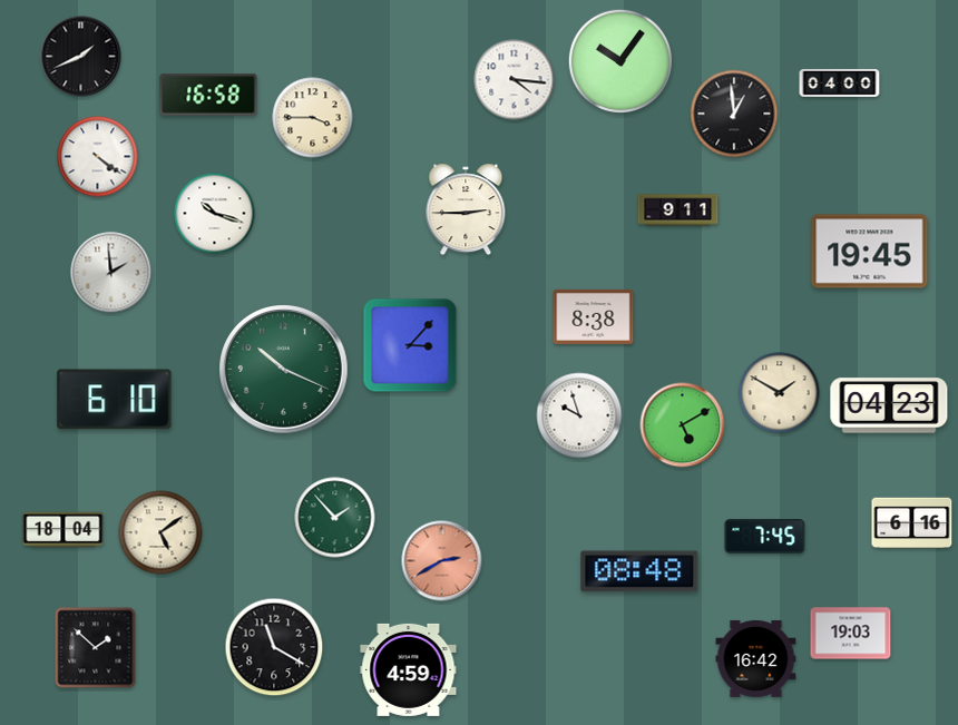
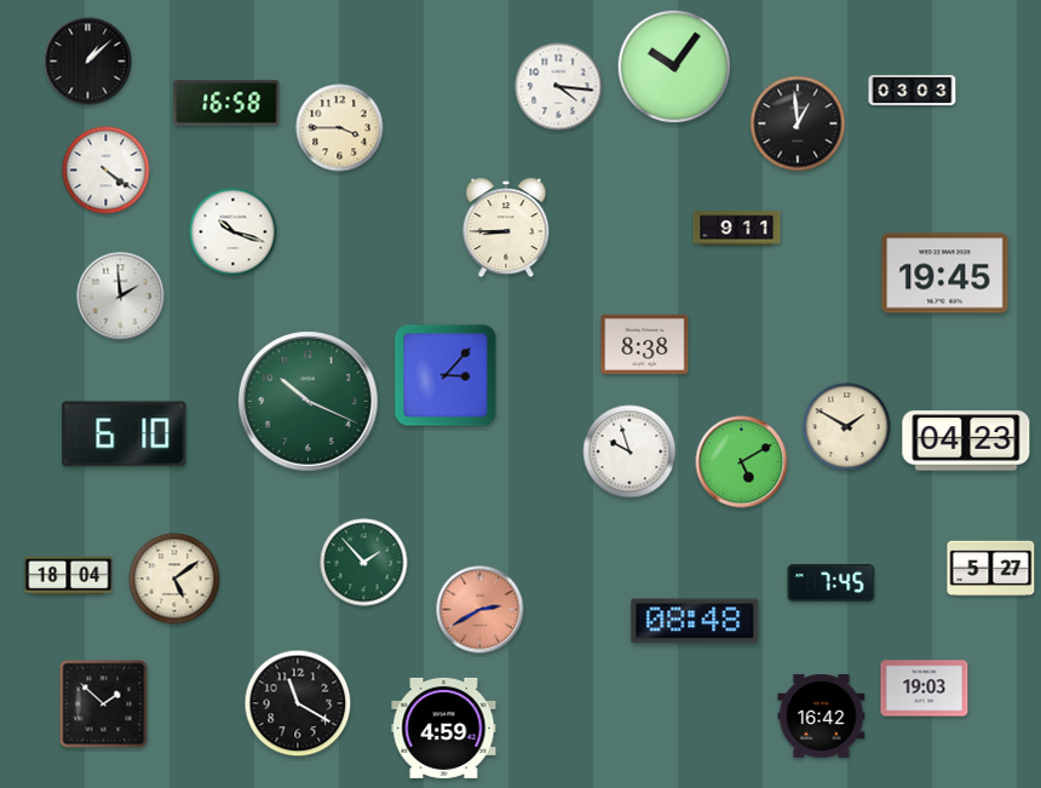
clock at (81, 57): 1:41 -> 1:08
clock at (840, 82): 04:00 -> 03:03
clock at (466, 209): 2:45 -> 8:45
clock at (912, 523): 6:16 -> 5:27
